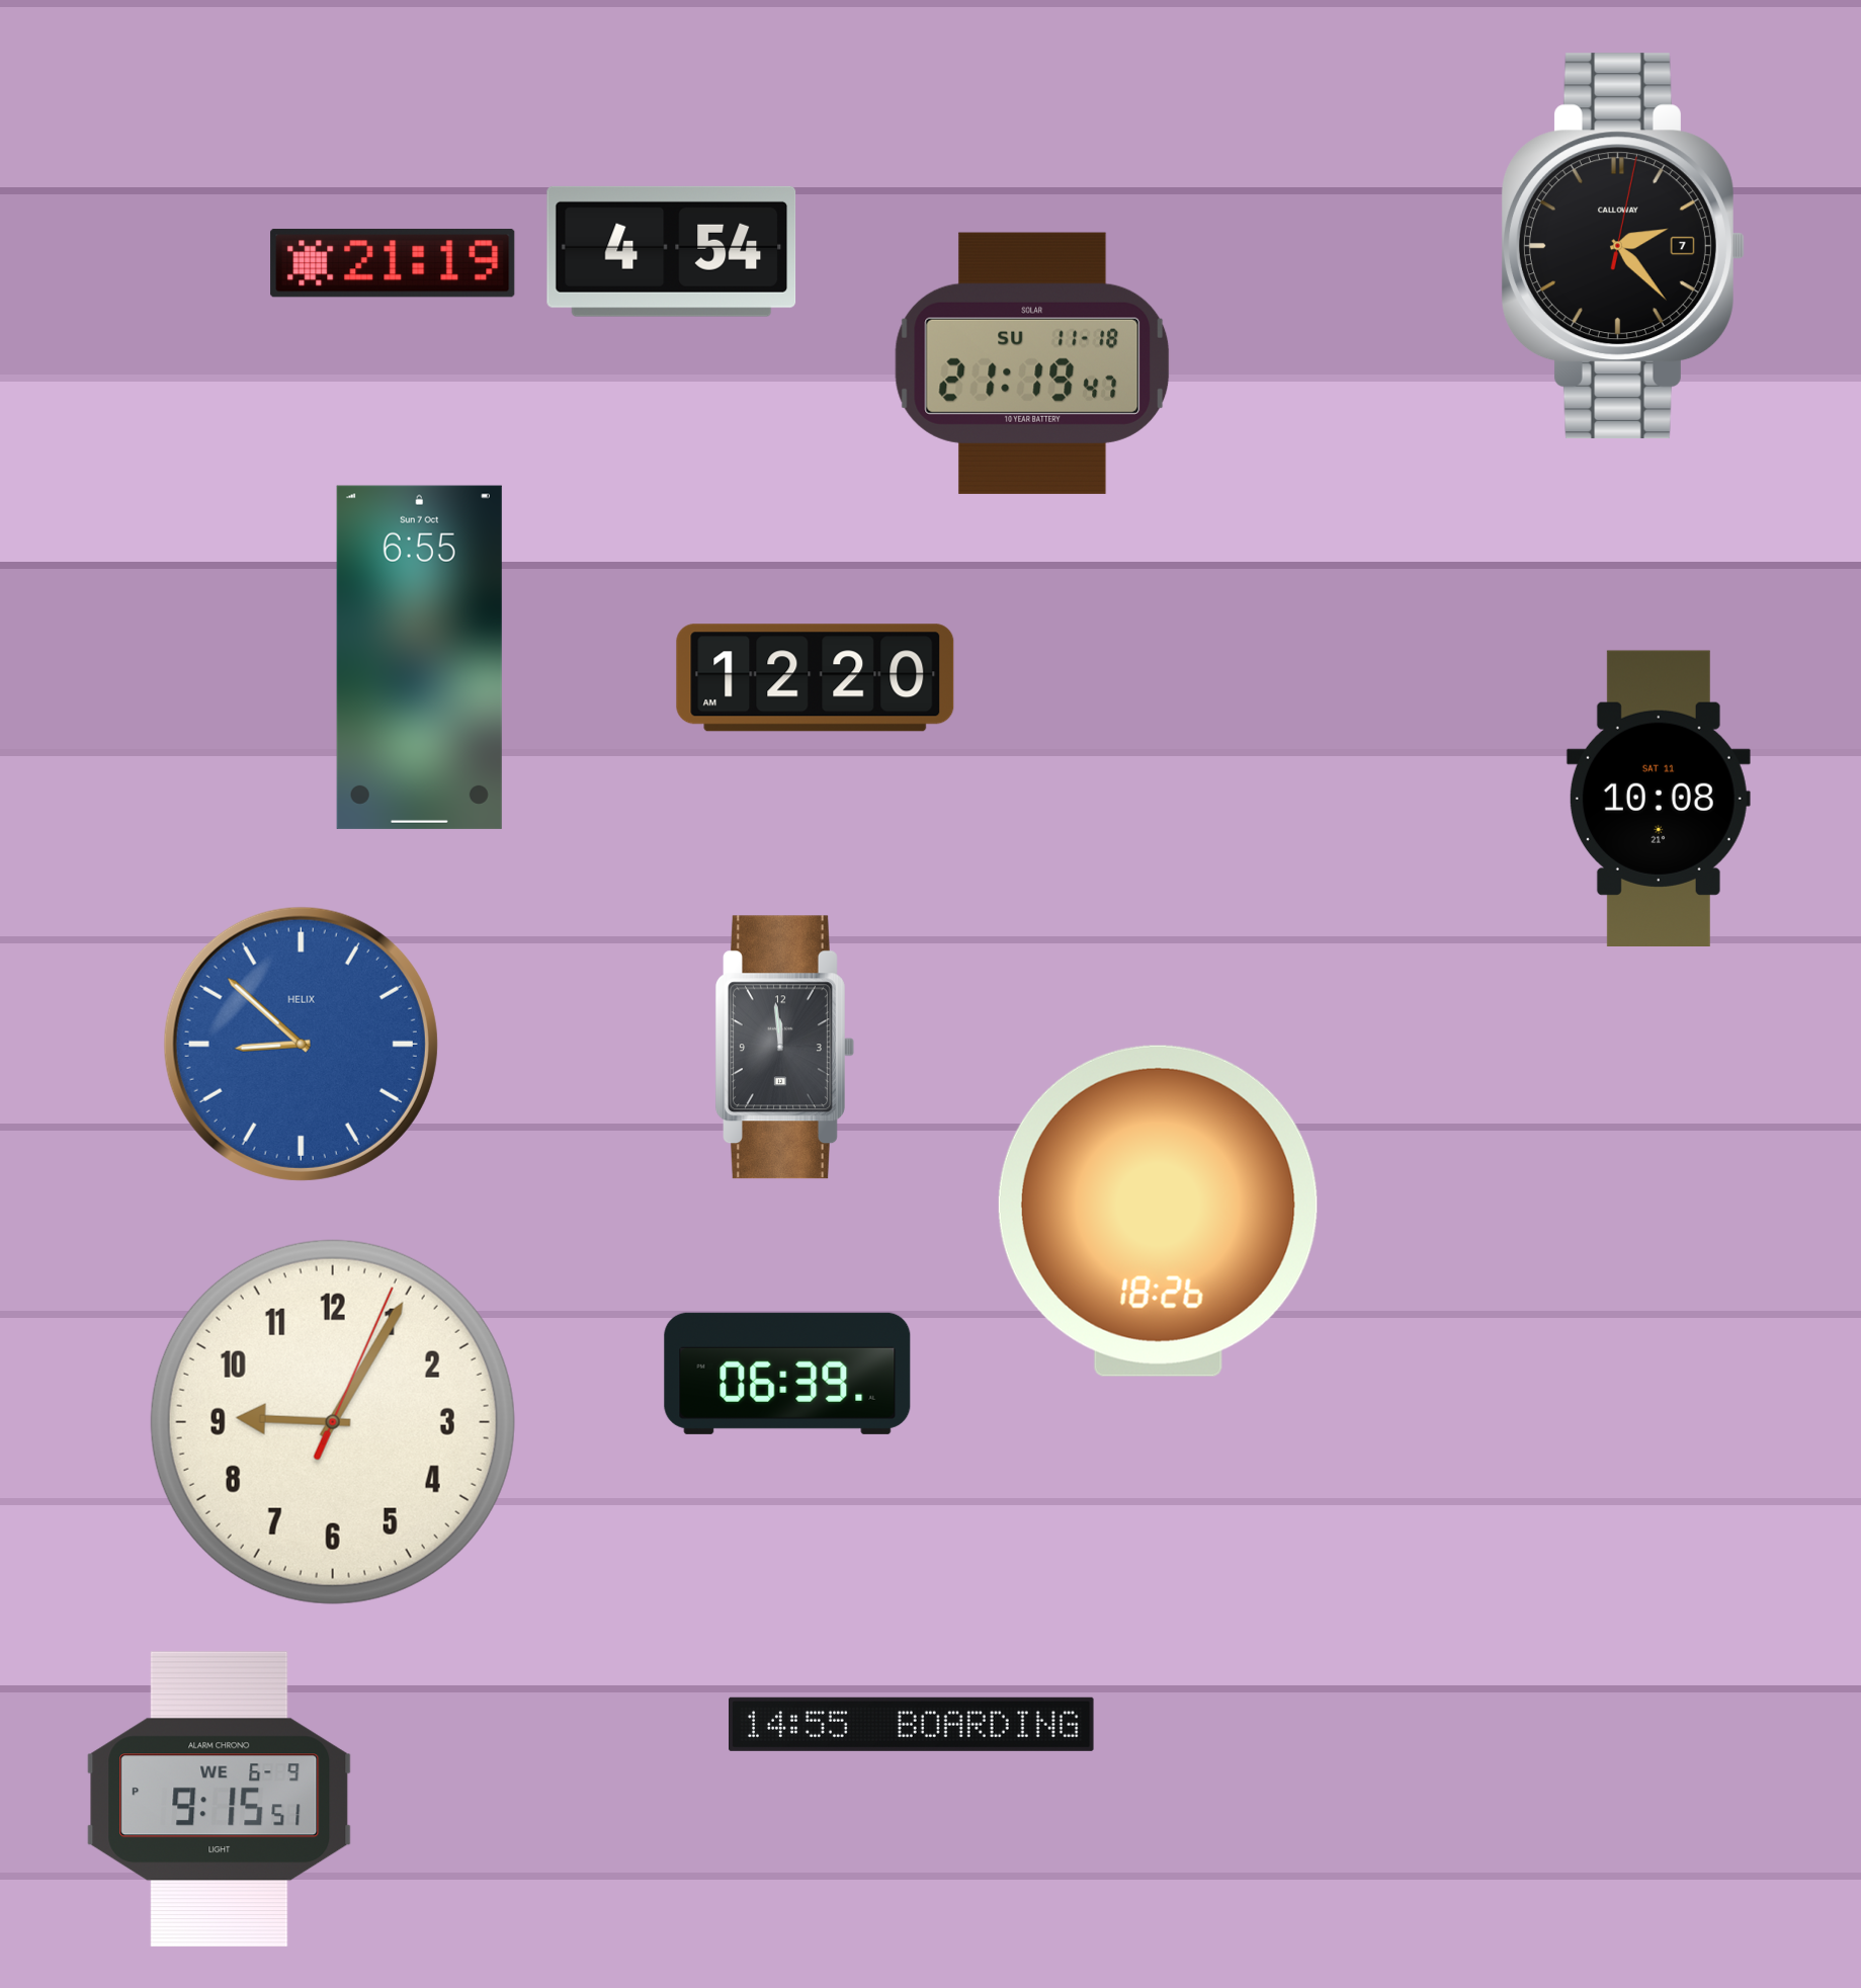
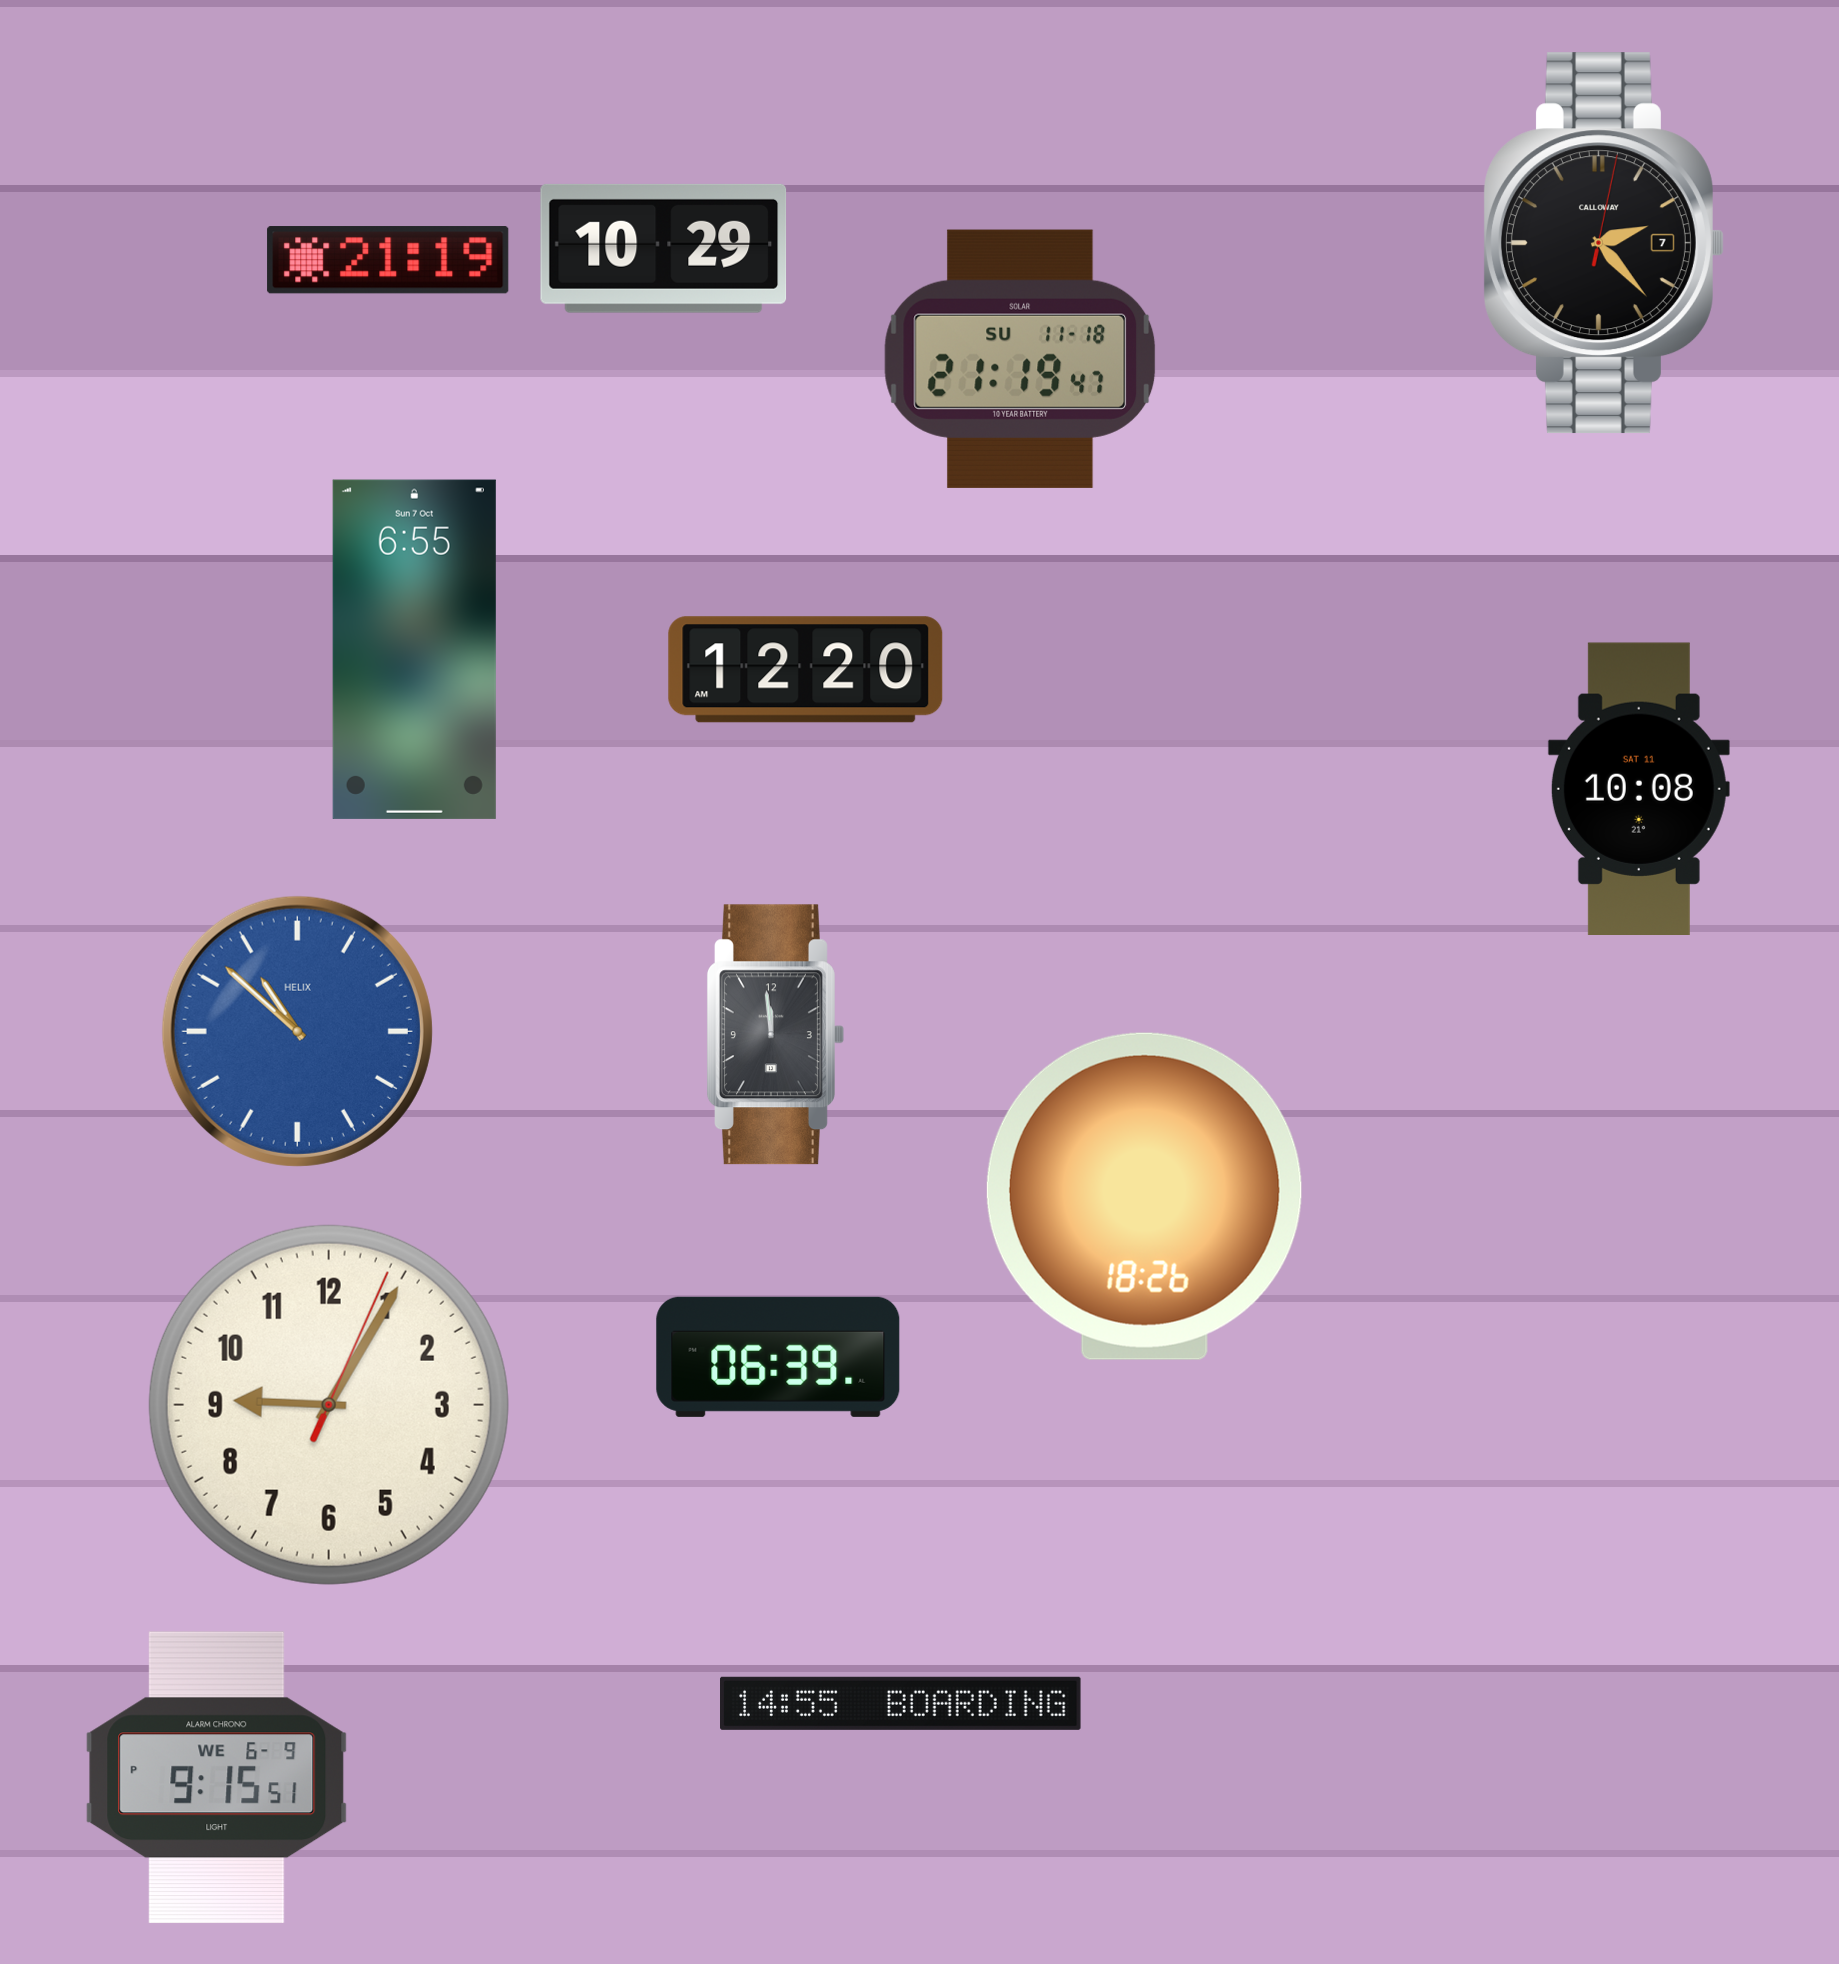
clock at (672, 251): 4:54 -> 10:29
clock at (301, 1044): 8:52 -> 10:52
